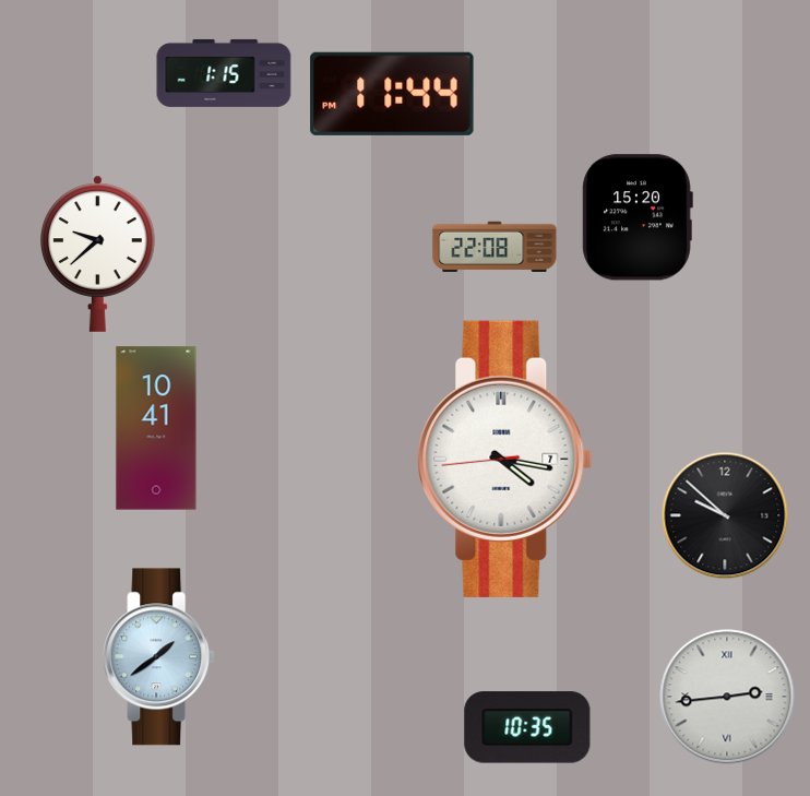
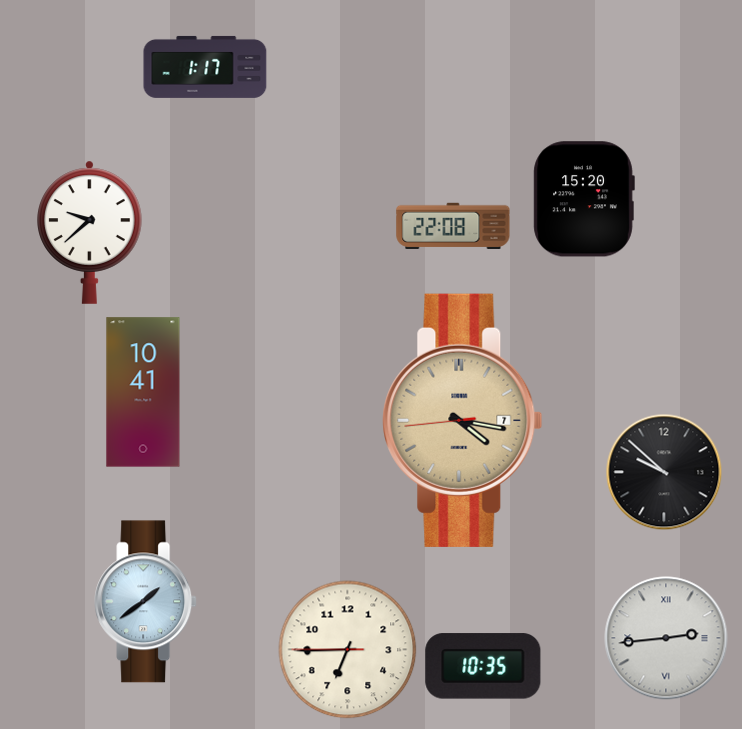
clock at (224, 73): 1:15 -> 1:17
clock at (392, 94): 11:44 -> none
clock at (505, 459) dial: white -> champagne
clock at (348, 650): none -> 6:44
